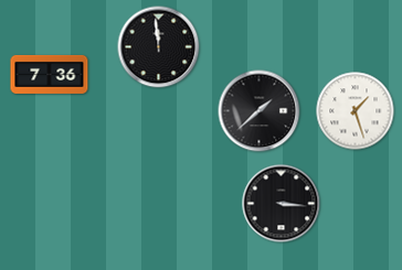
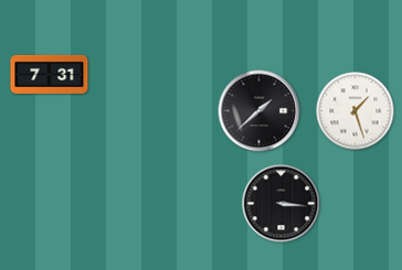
clock at (159, 47): 11:59 -> none
clock at (50, 74): 7:36 -> 7:31
